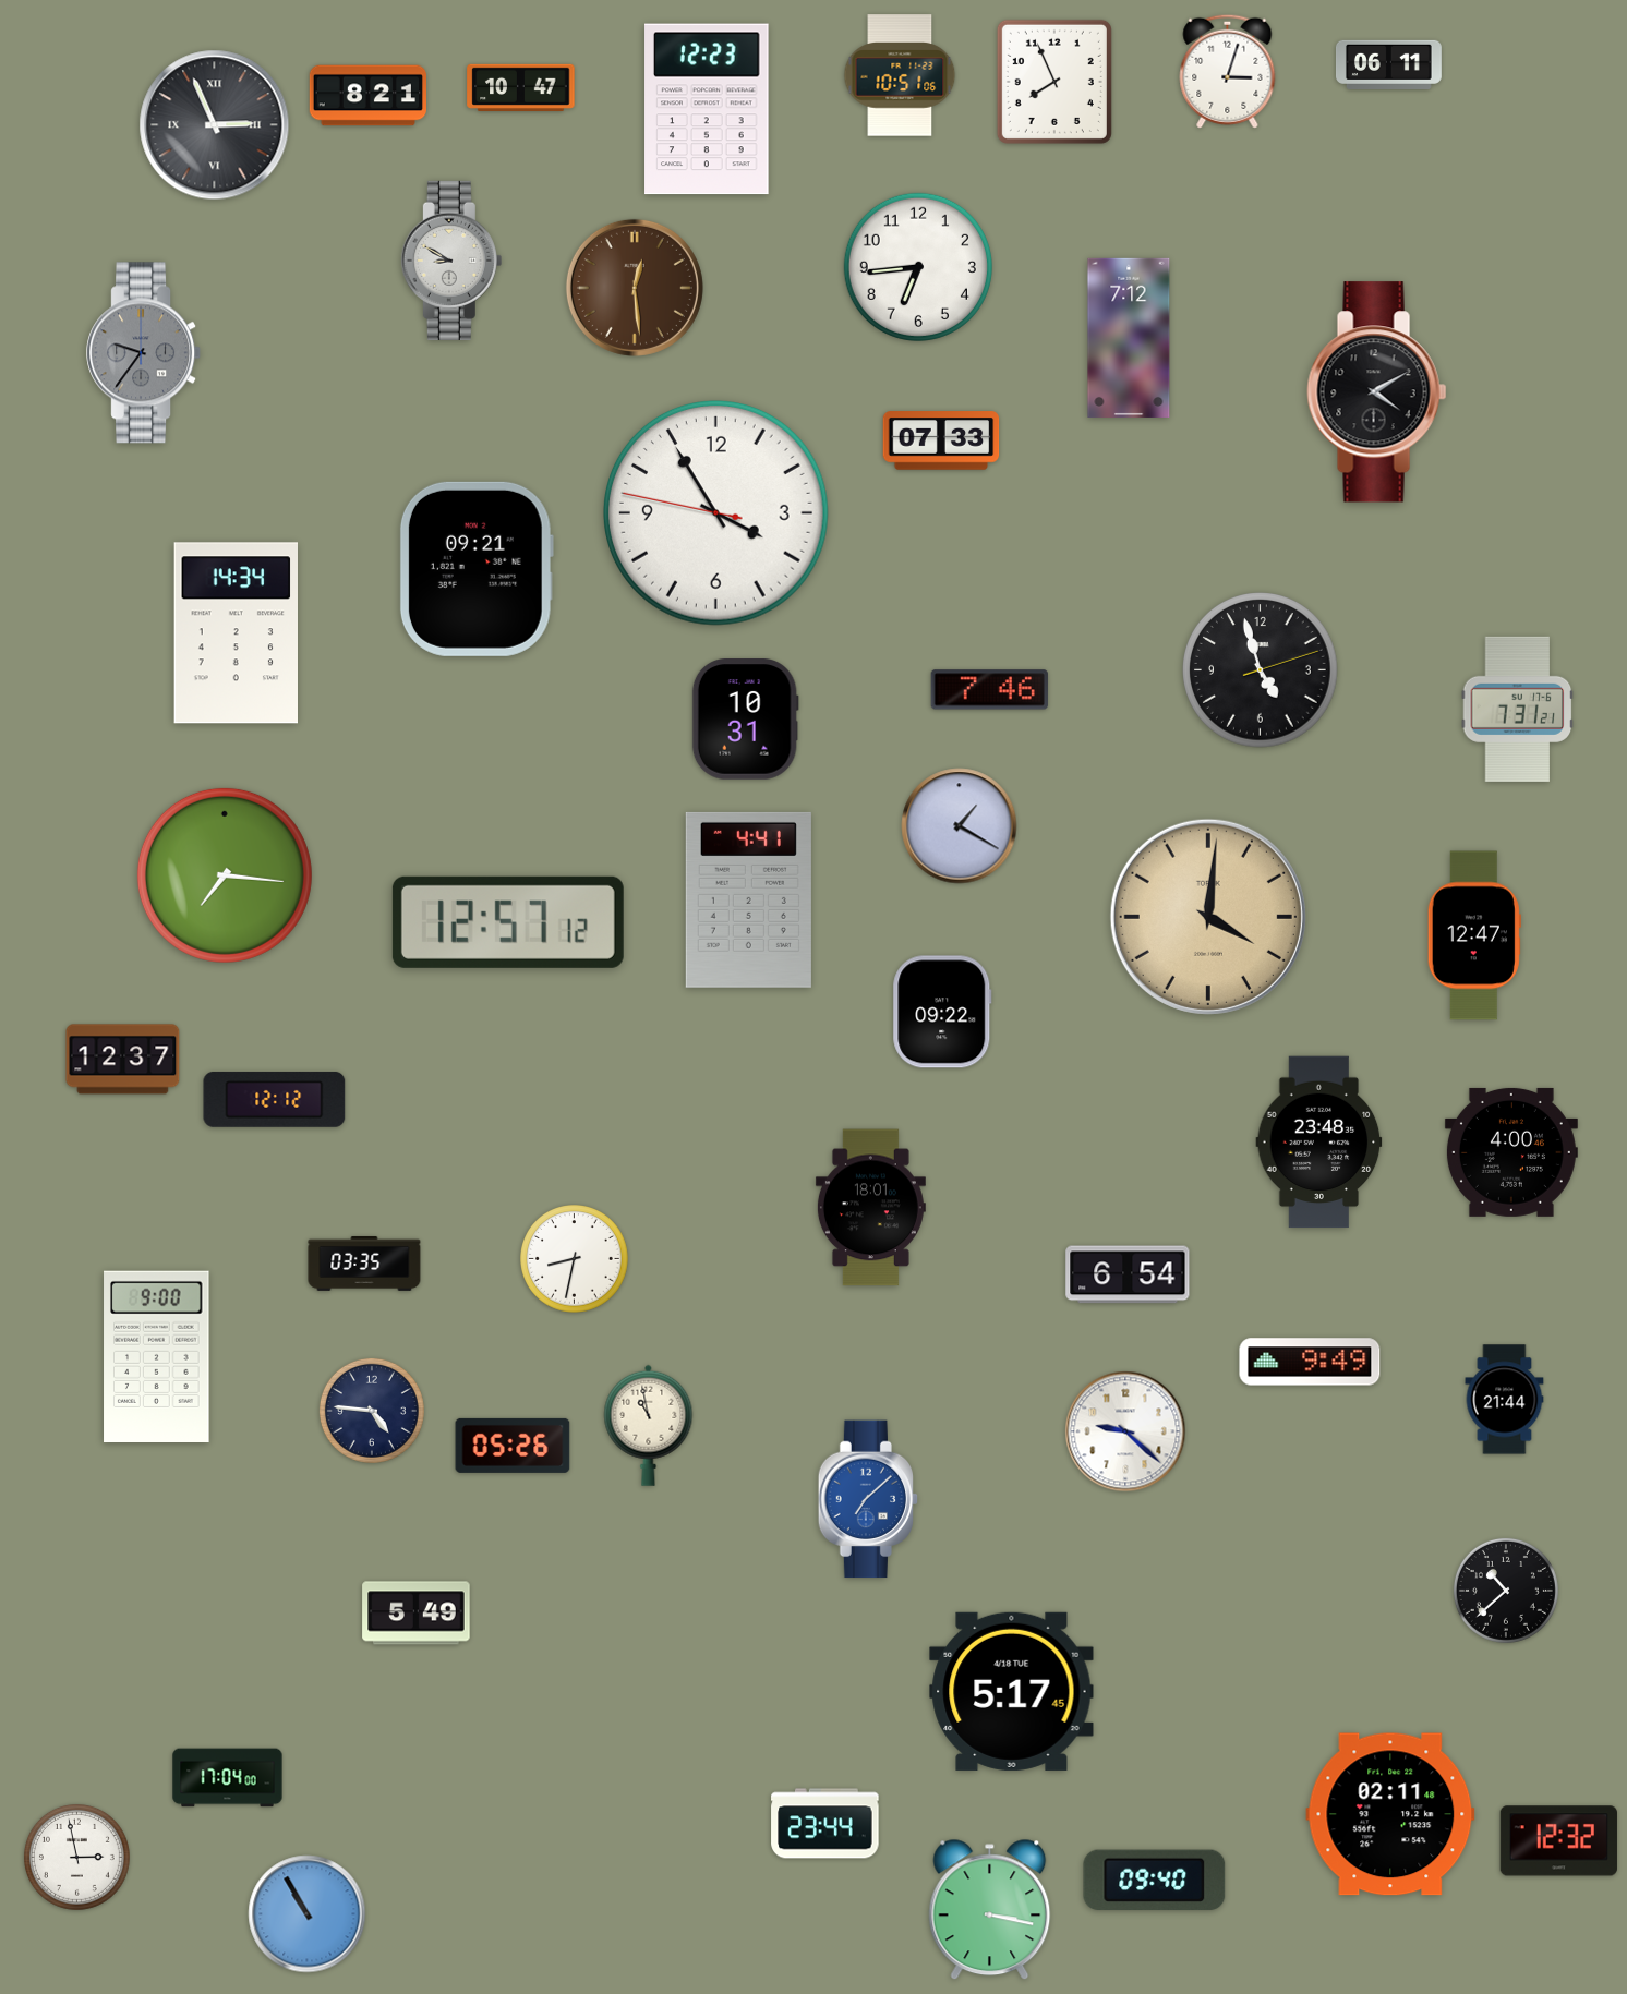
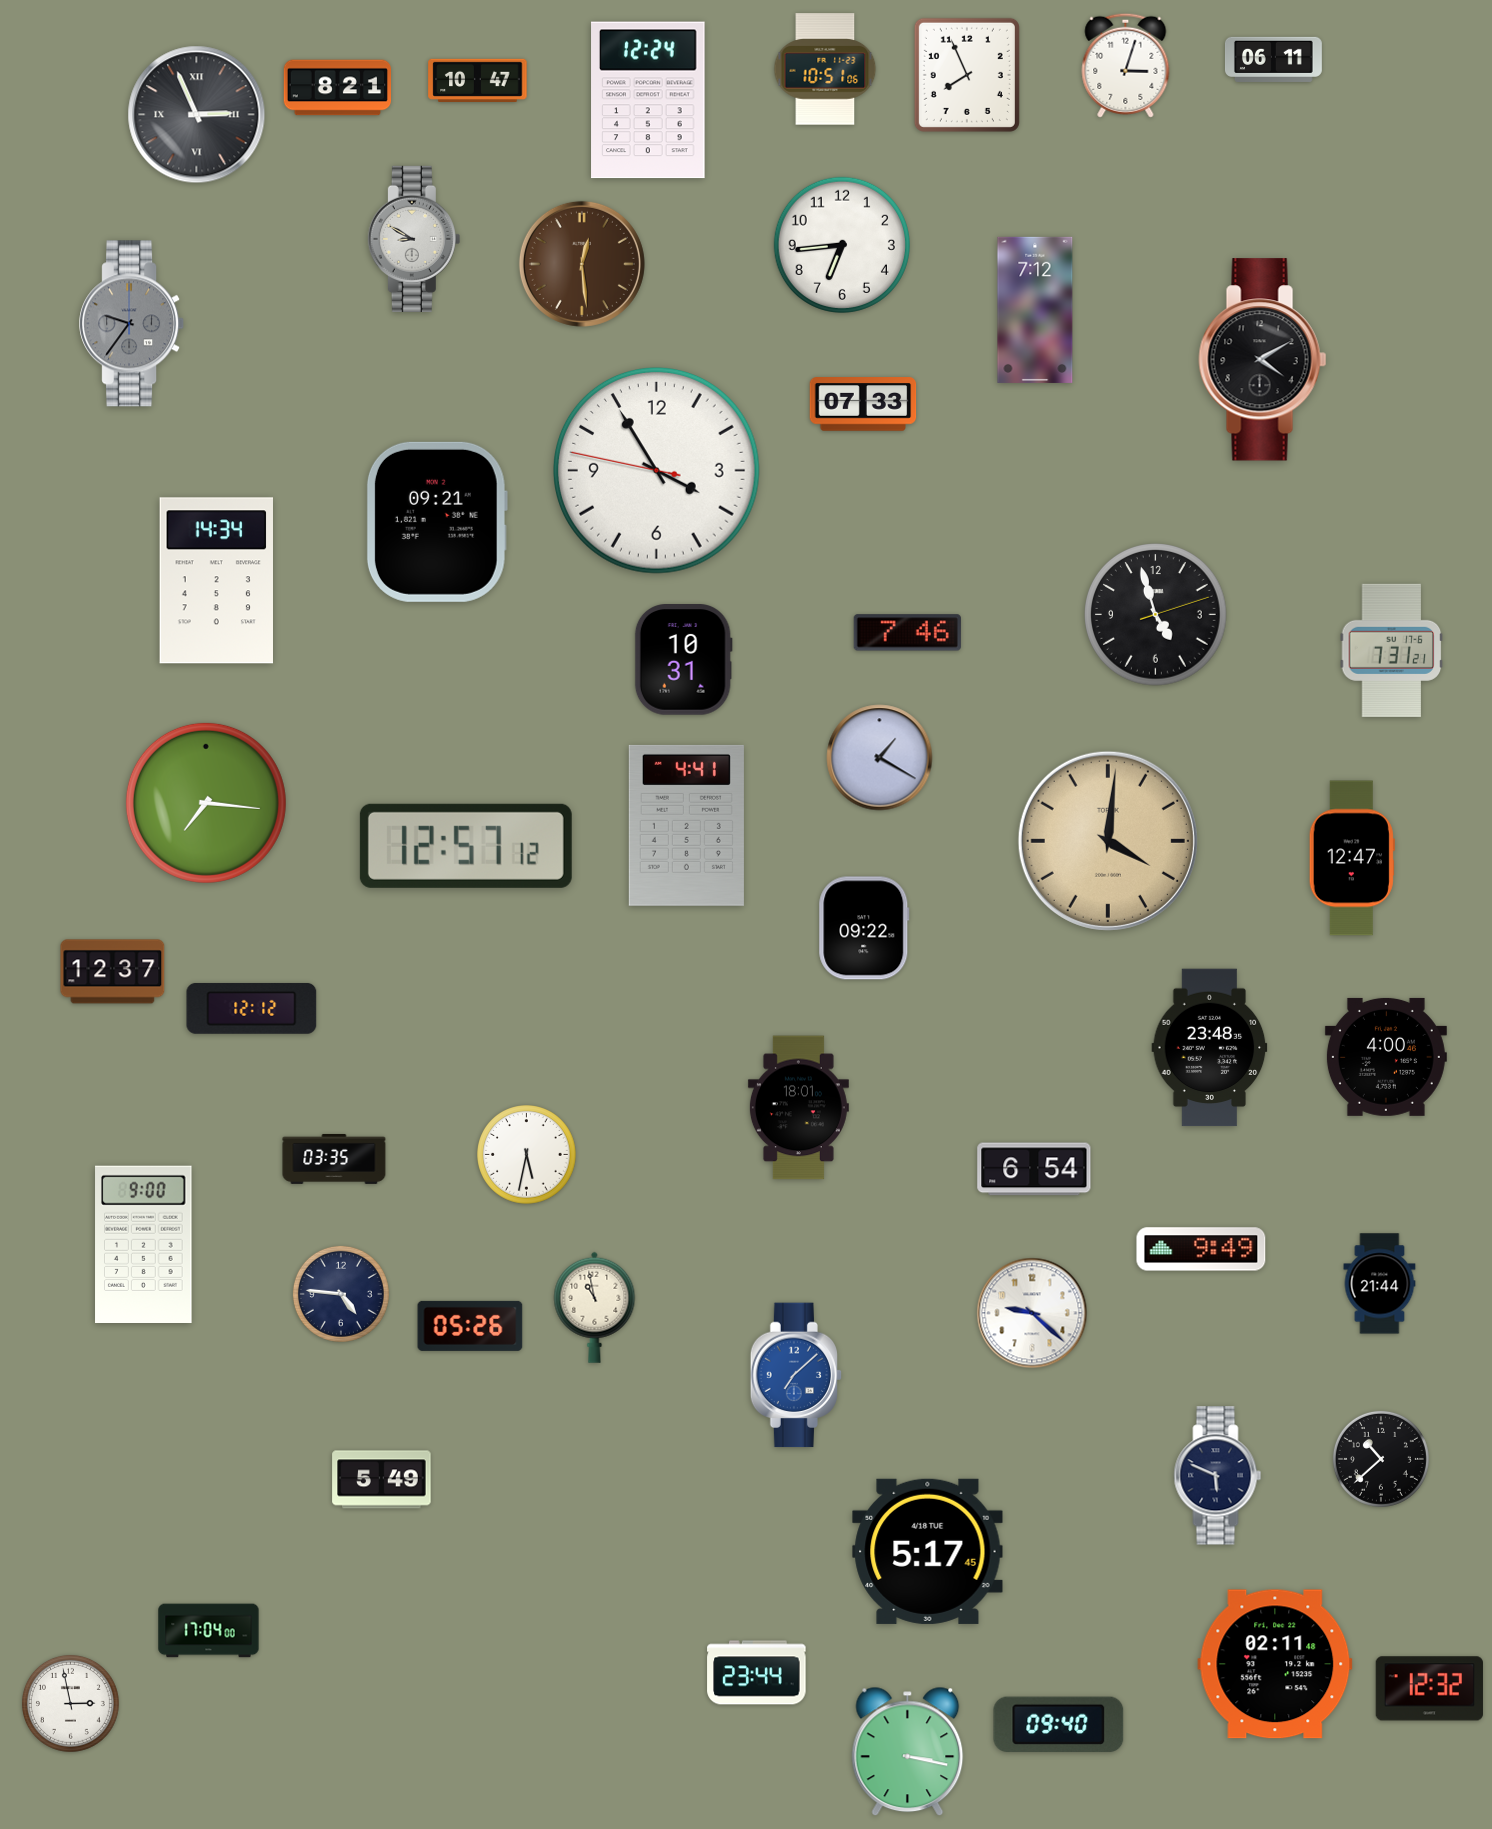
clock at (707, 109): 12:23 -> 12:24
clock at (575, 1259): 8:32 -> 5:32
clock at (1218, 1476): none -> 5:49
clock at (308, 1914): 10:55 -> none
